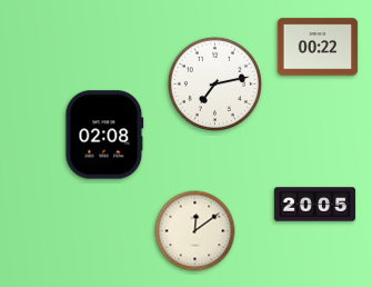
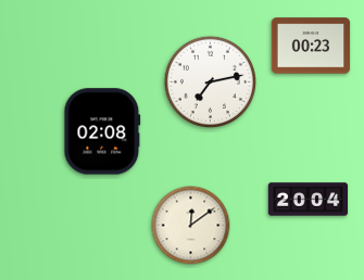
clock at (318, 47): 00:22 -> 00:23
clock at (315, 205): 20:05 -> 20:04
